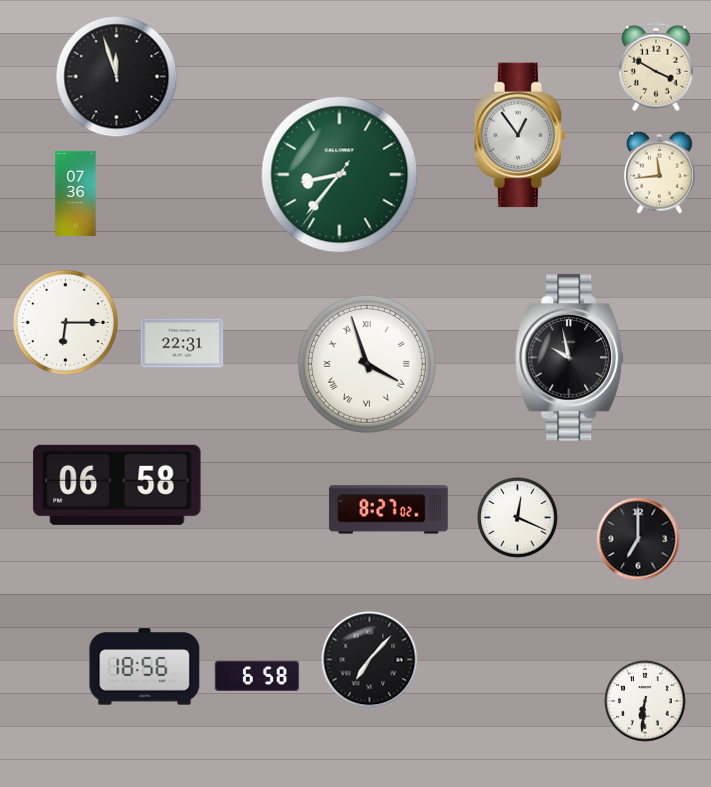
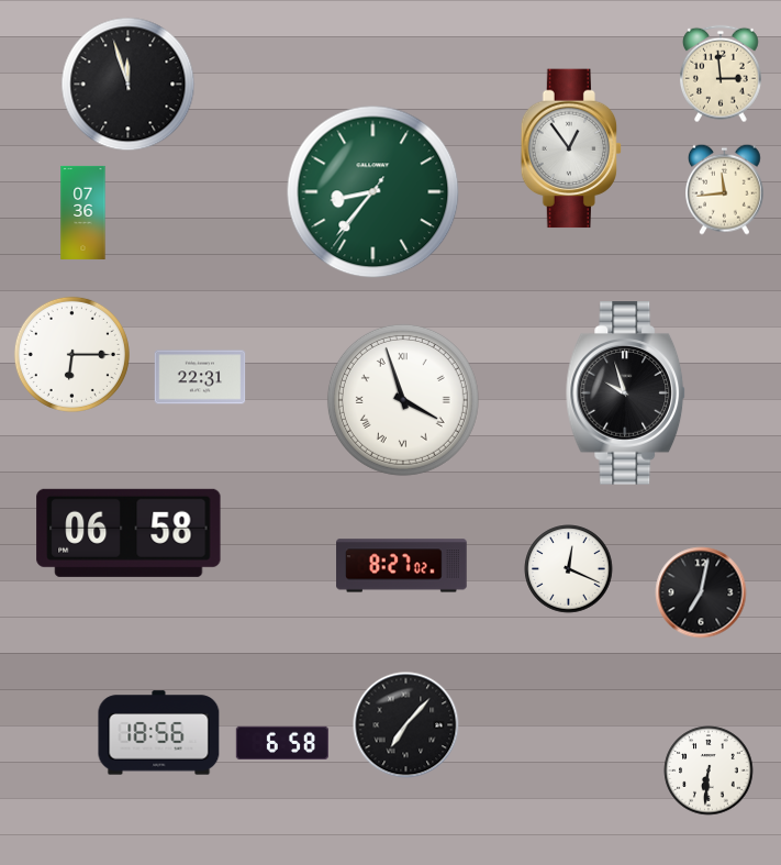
clock at (657, 67): 3:50 -> 2:59
clock at (570, 358): 9:58 -> 9:57
clock at (389, 510) position: (389, 510) -> (402, 566)
clock at (638, 539): 7:00 -> 7:02
